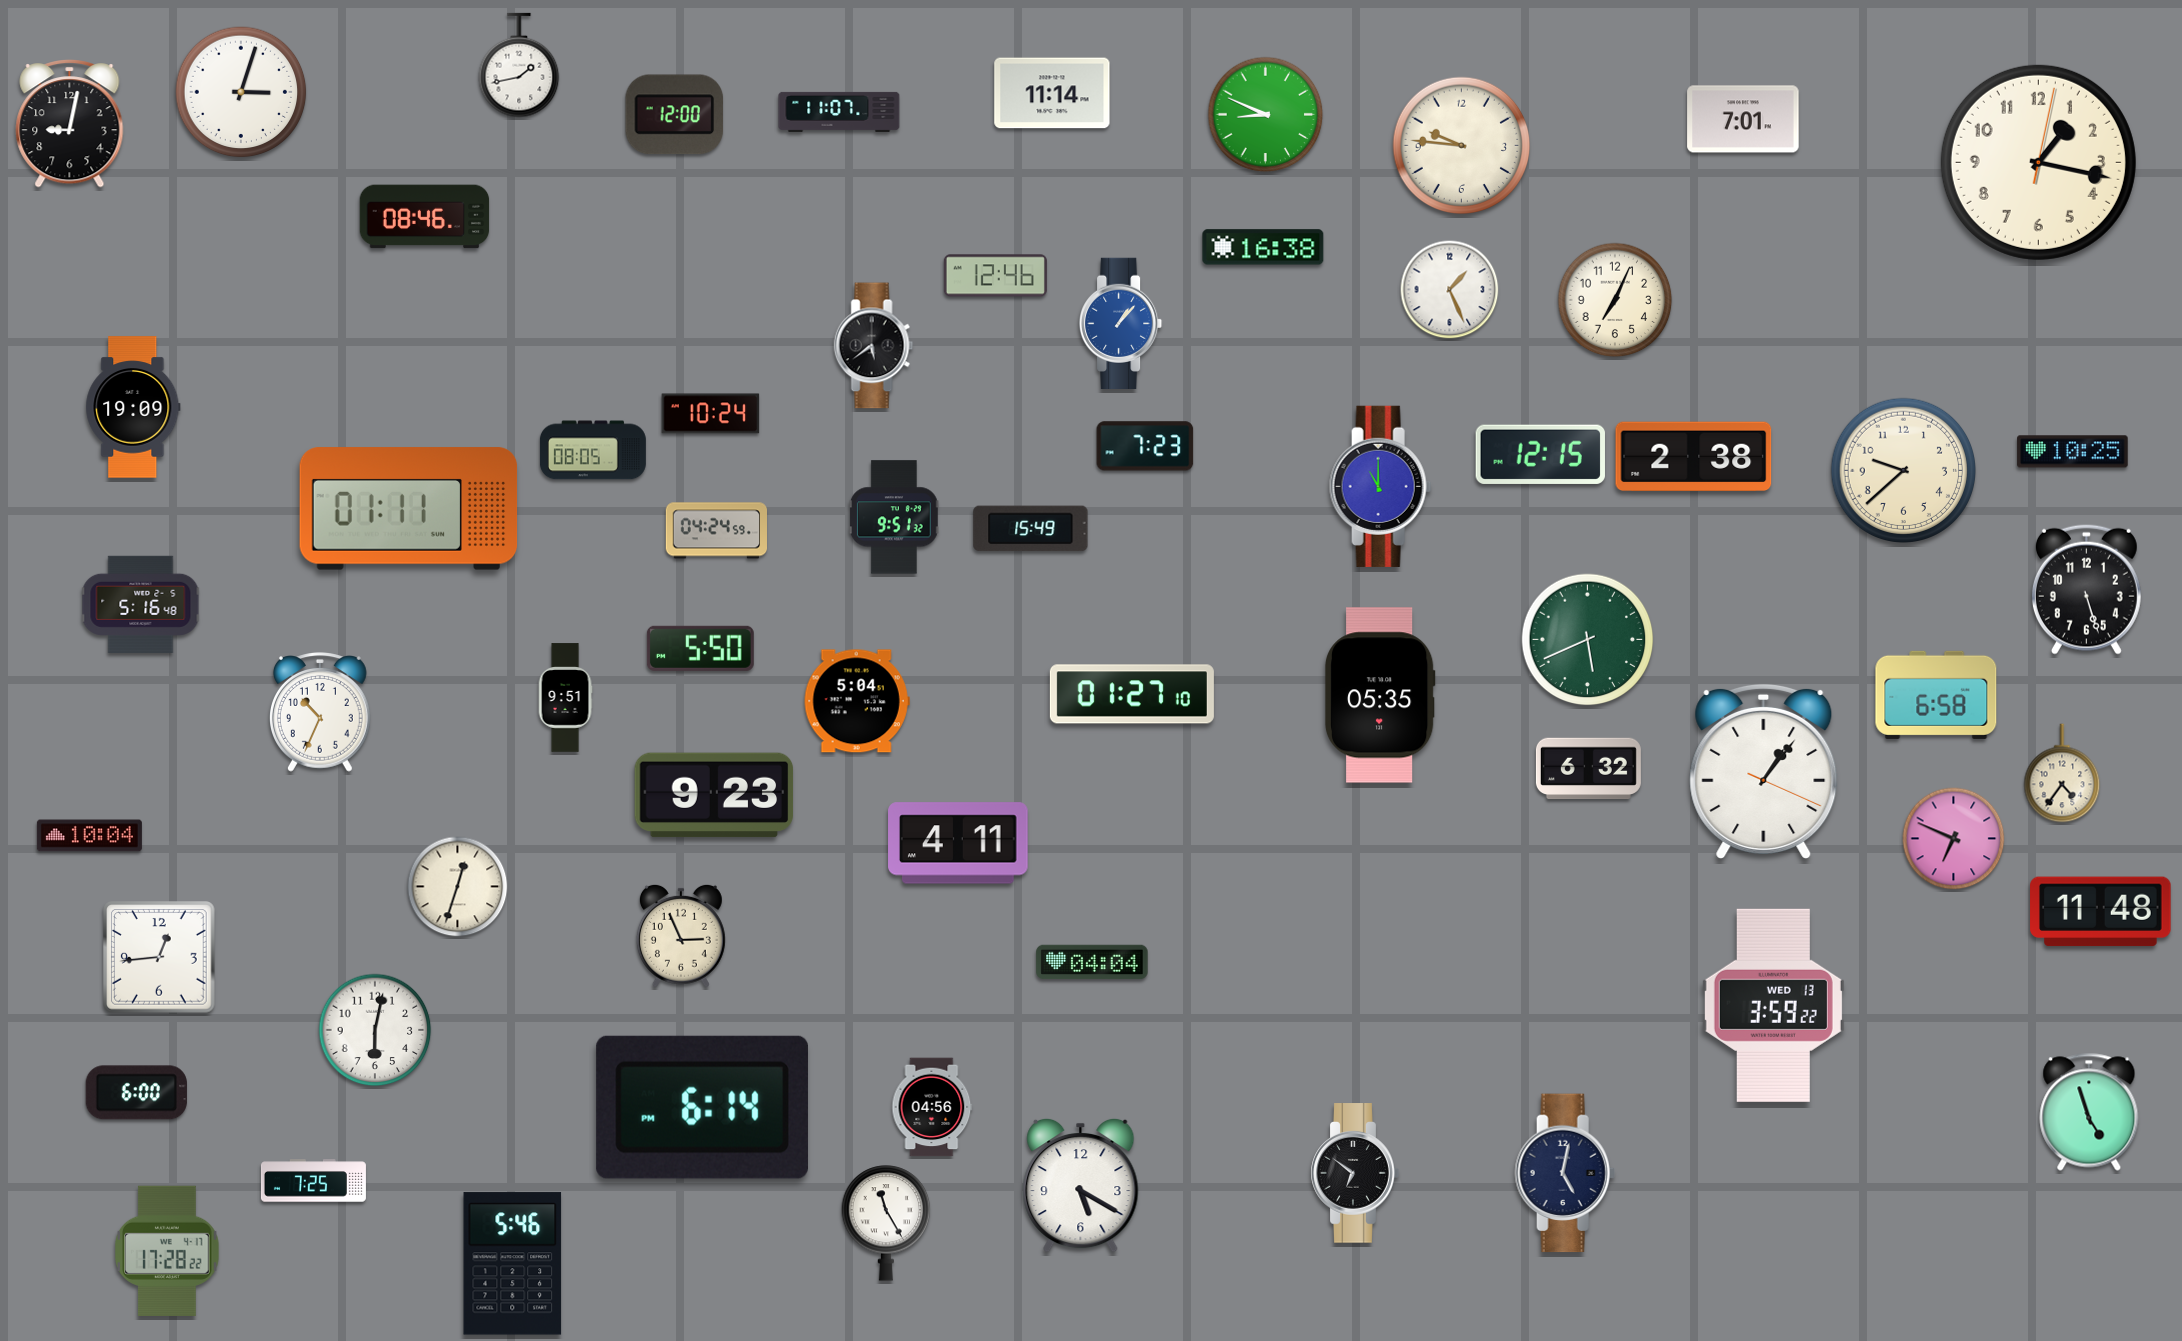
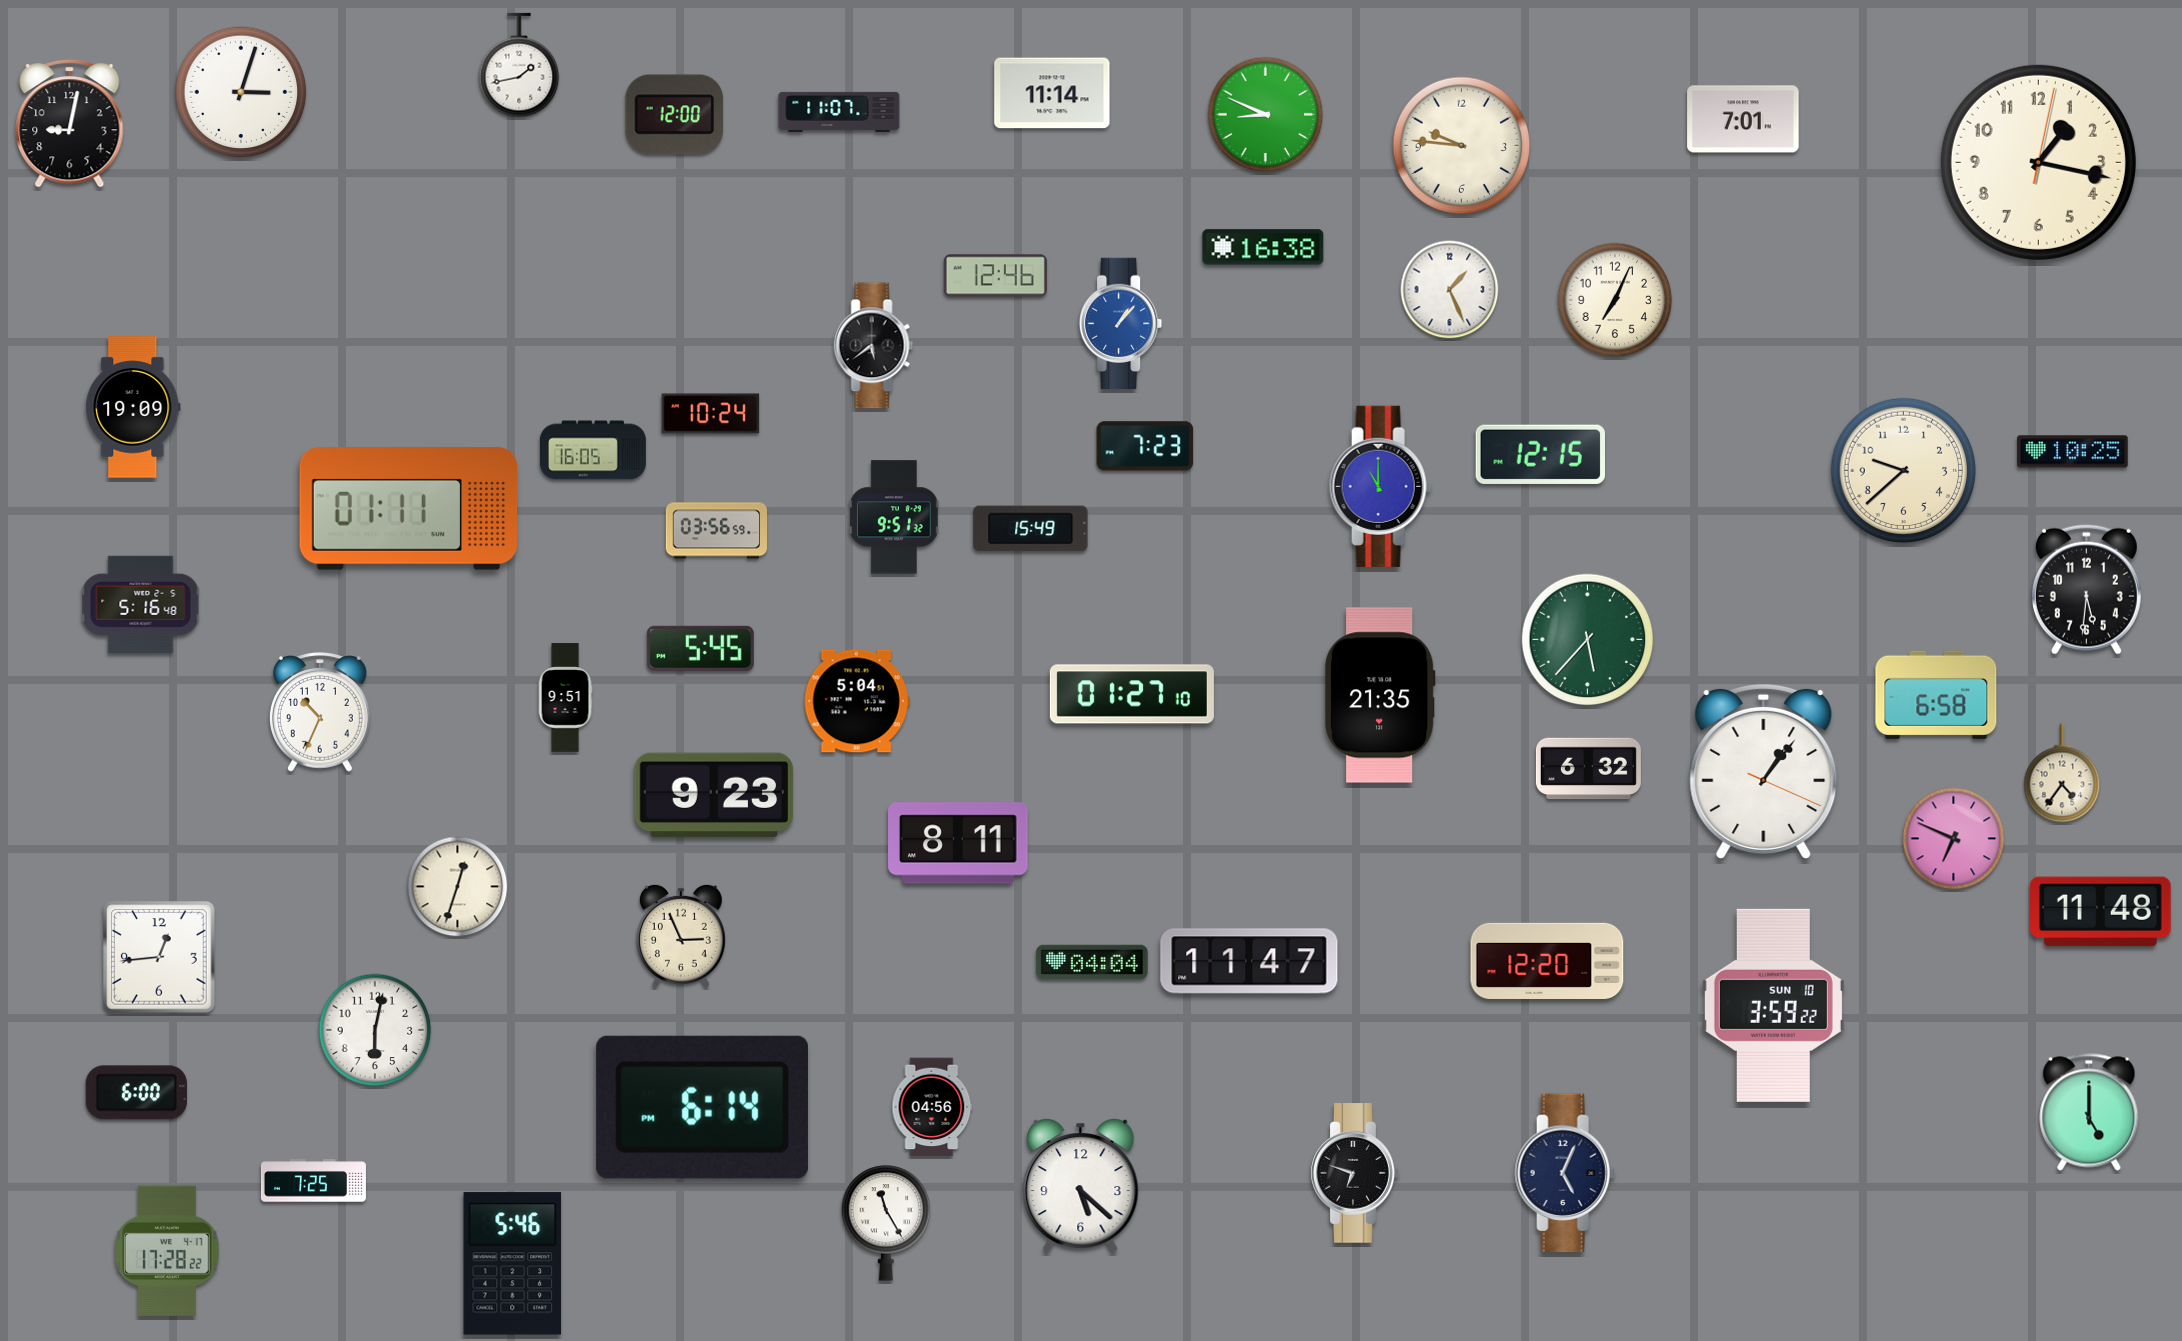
clock at (425, 217): 08:46 -> none
clock at (593, 450): 08:05 -> 16:05
clock at (1694, 456): 2:38 -> none
clock at (716, 531): 04:24 -> 03:56
clock at (2086, 589): 5:27 -> 5:31
clock at (1588, 640): 5:41 -> 5:37
clock at (700, 648): 5:50 -> 5:45
clock at (1380, 695): 05:35 -> 21:35
clock at (89, 836): 10:04 -> none
clock at (958, 843): 4:11 -> 8:11
clock at (1249, 961): none -> 11:47
clock at (1547, 961): none -> 12:20
clock at (1773, 1005) date: WED 13 -> SUN 10
clock at (2089, 1112): 4:57 -> 5:00
clock at (1355, 1173): 6:51 -> 6:48
clock at (1565, 1173): 5:02 -> 5:04
clock at (1081, 1185): 5:20 -> 5:22
